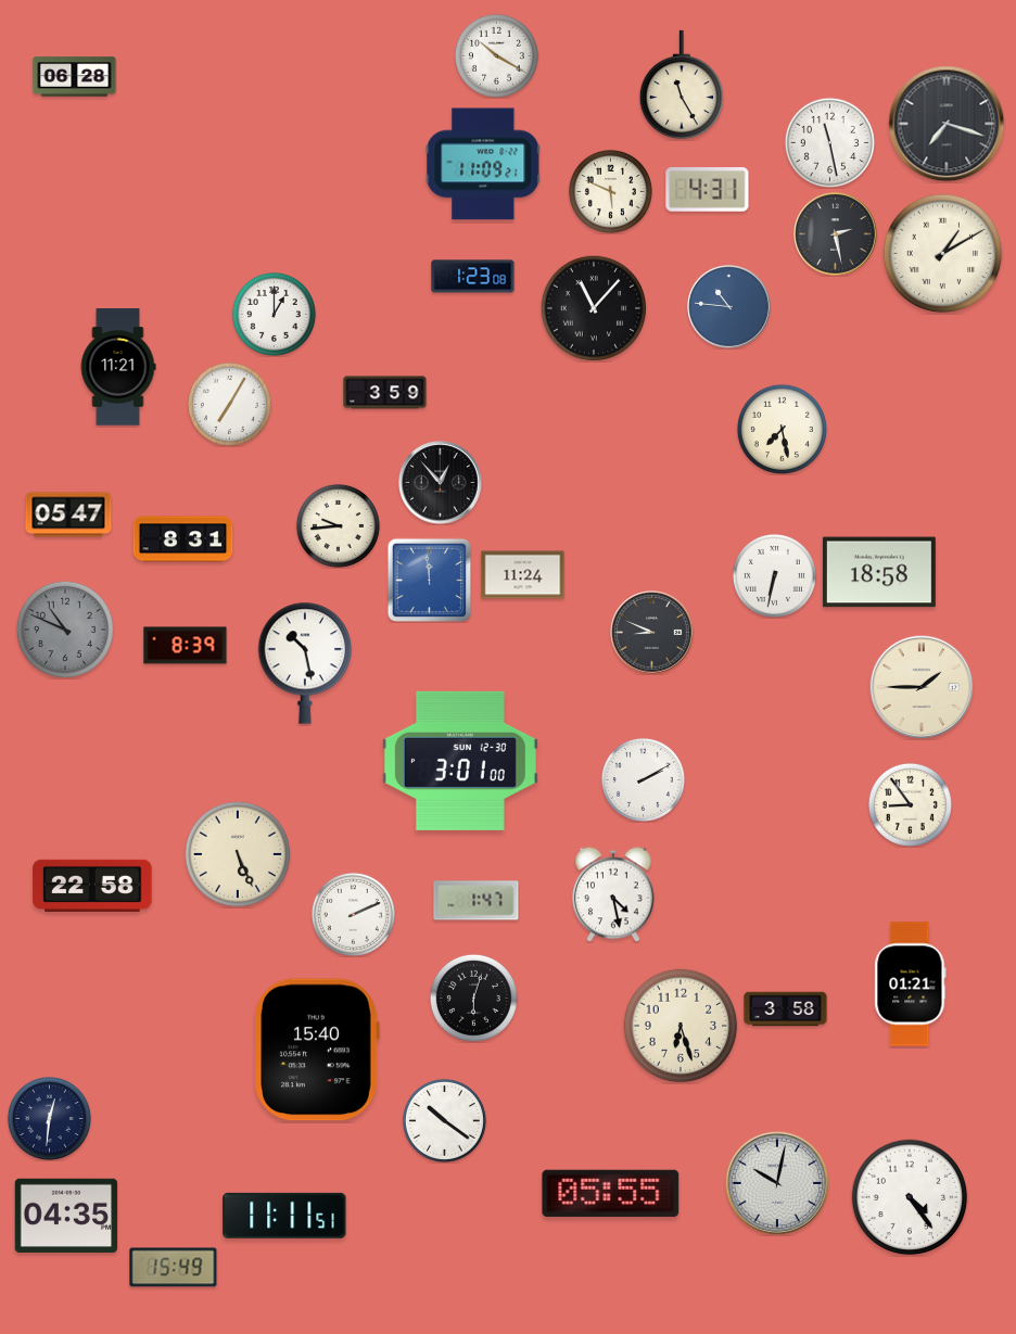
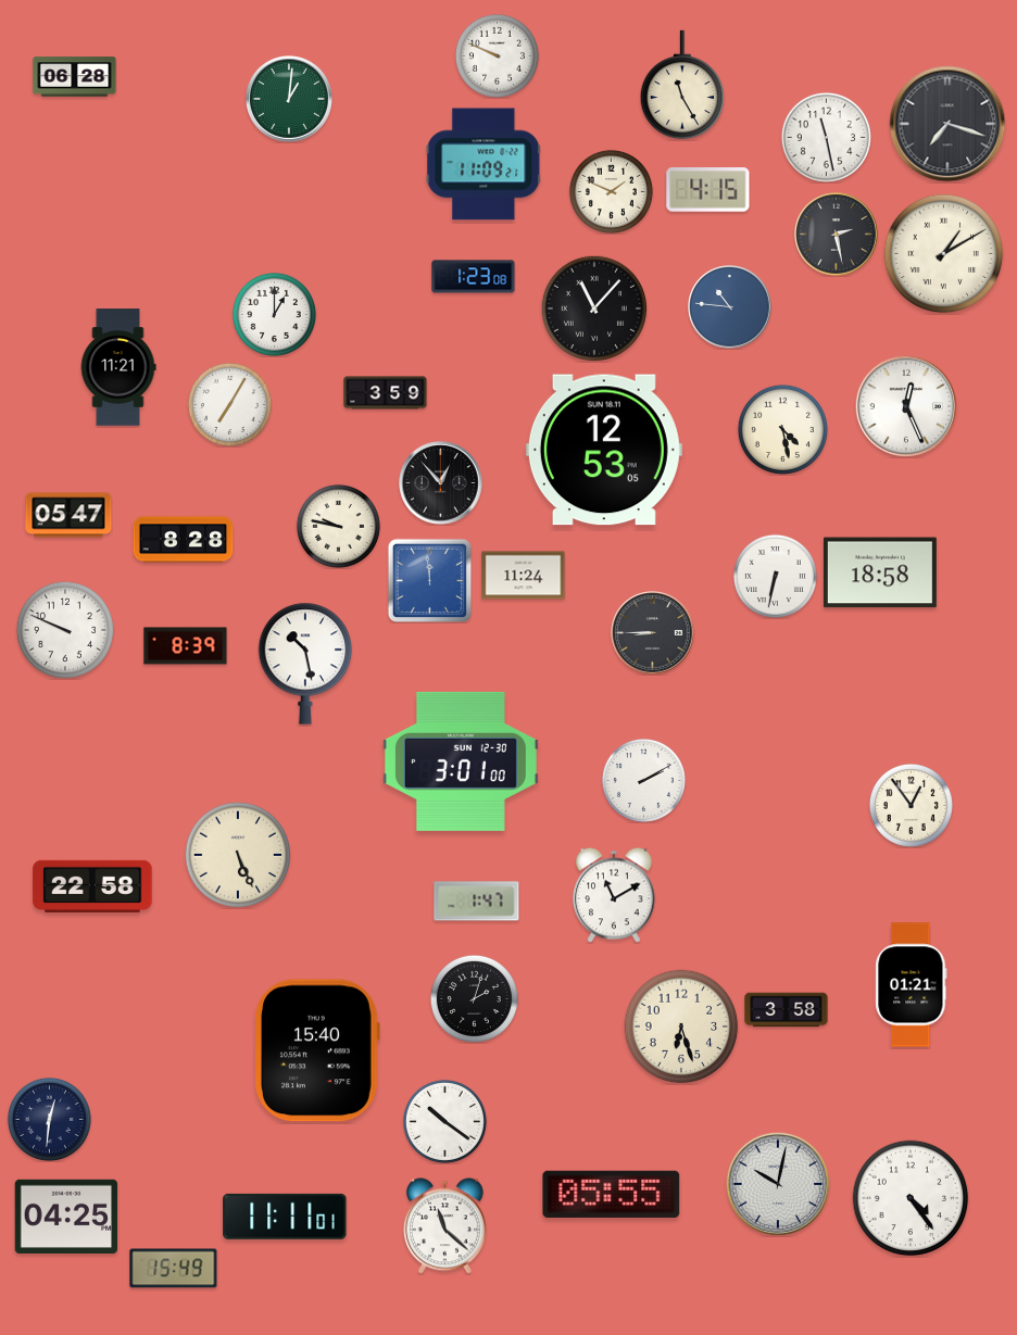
clock at (496, 55): 10:20 -> 9:49
clock at (290, 100): none -> 1:01
clock at (829, 142) position: (829, 142) -> (826, 137)
clock at (708, 190): 4:31 -> 4:15
clock at (610, 191): 5:49 -> 1:49
clock at (906, 406): none -> 12:26
clock at (782, 429): 7:28 -> 4:28
clock at (604, 450): none -> 12:53
clock at (338, 525): 9:44 -> 9:47
clock at (183, 539): 8:31 -> 8:28
clock at (65, 630): 10:49 -> 9:49
clock at (65, 630) dial: grey -> white
clock at (652, 633): 8:49 -> 8:45
clock at (922, 687): 1:45 -> none
clock at (910, 804): 8:54 -> 12:54
clock at (613, 894): 4:28 -> 11:10
clock at (353, 914): 2:11 -> none
clock at (473, 998): 6:03 -> 2:03
clock at (66, 1215): 04:35 -> 04:25
clock at (284, 1216): 11:11:51 -> 11:11:01
clock at (444, 1226): none -> 11:22
